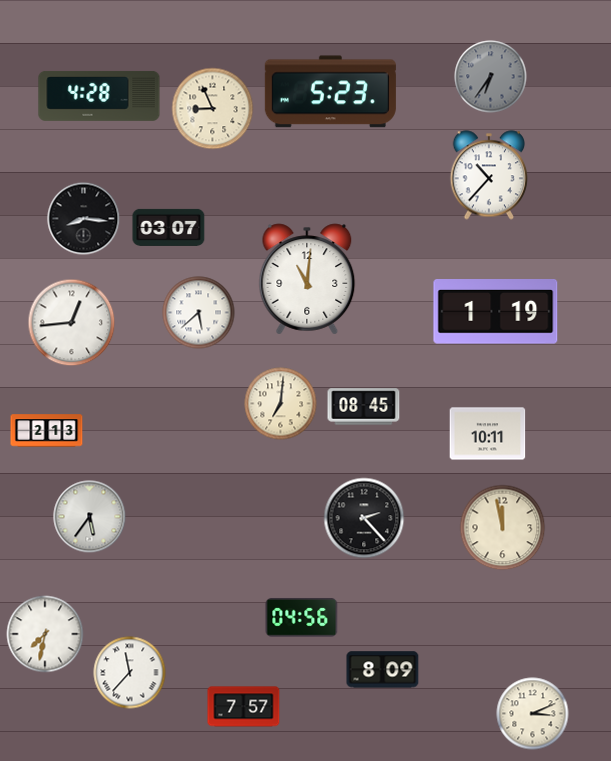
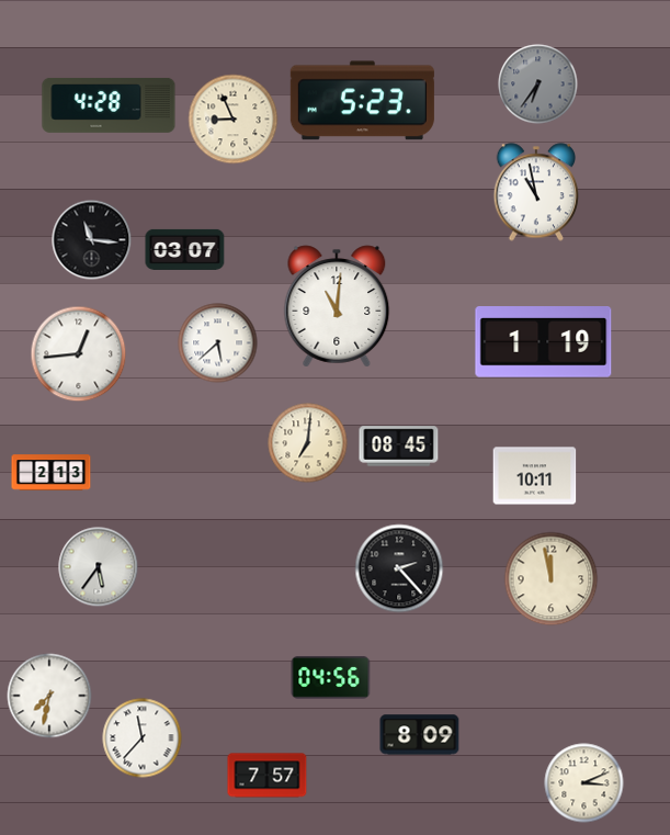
clock at (489, 175): 10:37 -> 10:58
clock at (84, 219): 8:16 -> 11:16
